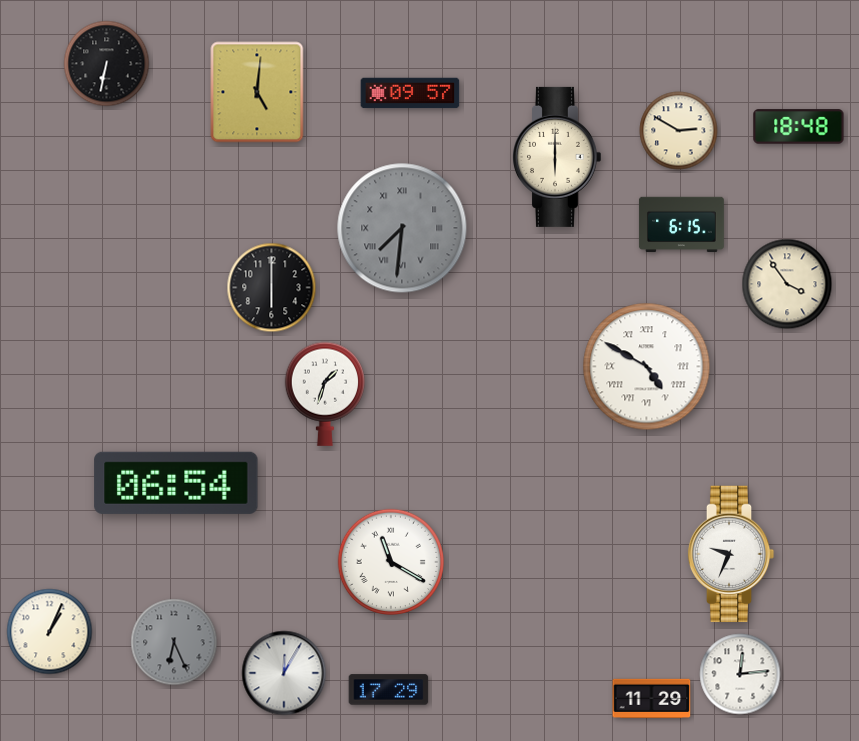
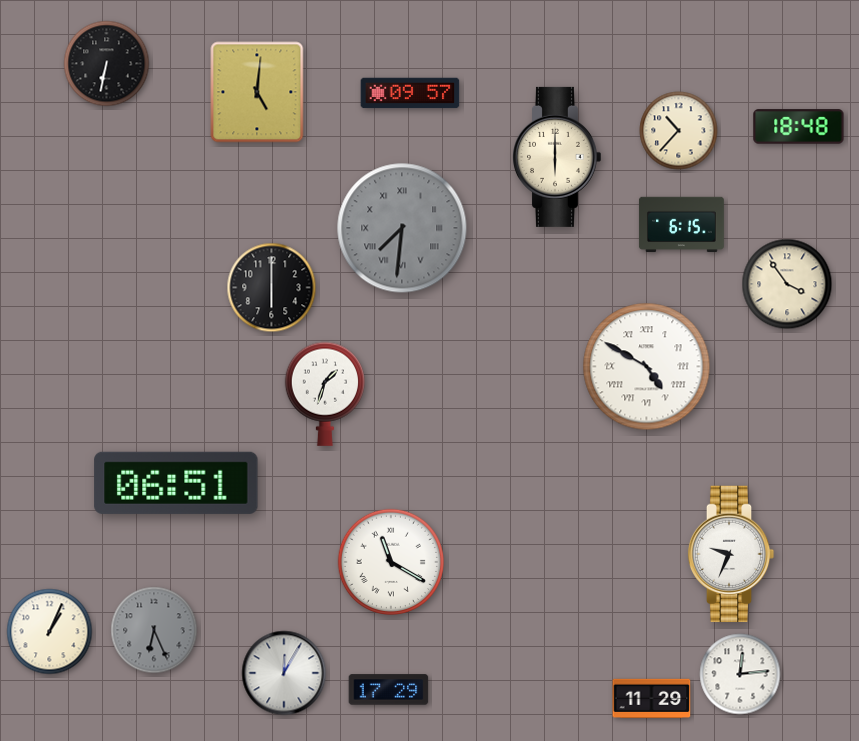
clock at (679, 131): 2:50 -> 10:37
clock at (176, 483): 06:54 -> 06:51
clock at (174, 642) position: (174, 642) -> (154, 630)
